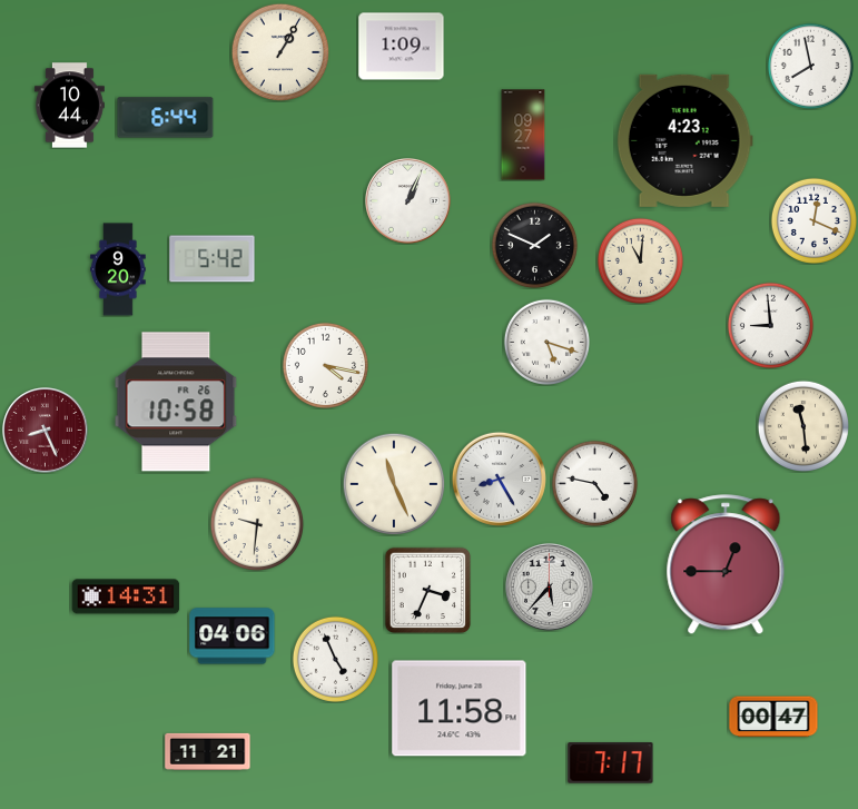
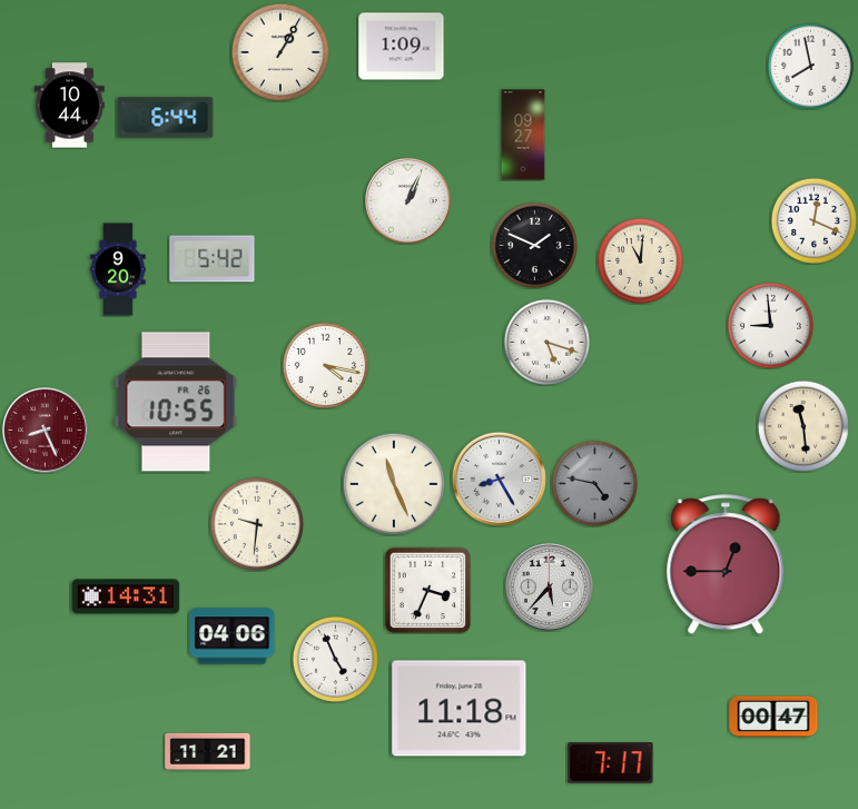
clock at (684, 140): 4:23 -> none
clock at (176, 402): 10:58 -> 10:55
clock at (594, 483) dial: white -> grey
clock at (460, 709): 11:58 -> 11:18
